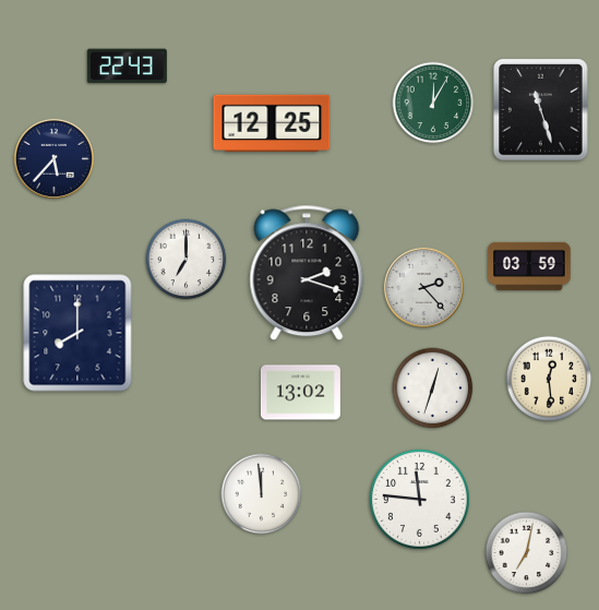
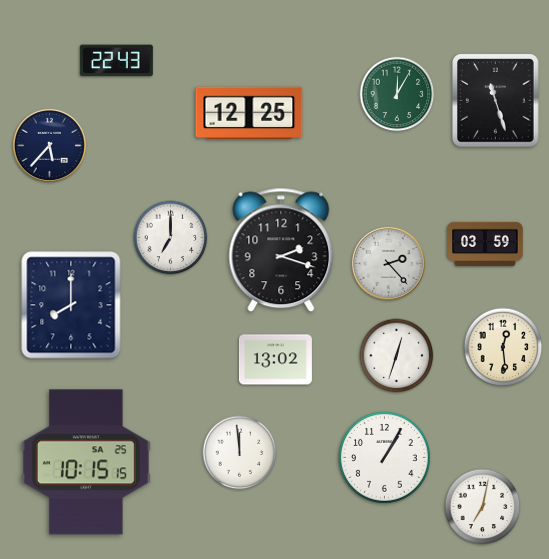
clock at (419, 499): 11:46 -> 1:05
clock at (86, 462): none -> 10:15
